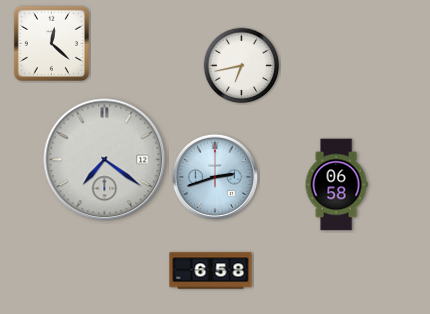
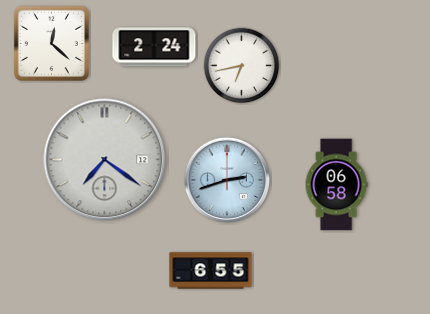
clock at (154, 47): none -> 2:24
clock at (214, 176) position: (214, 176) -> (226, 179)
clock at (211, 271): 6:58 -> 6:55
